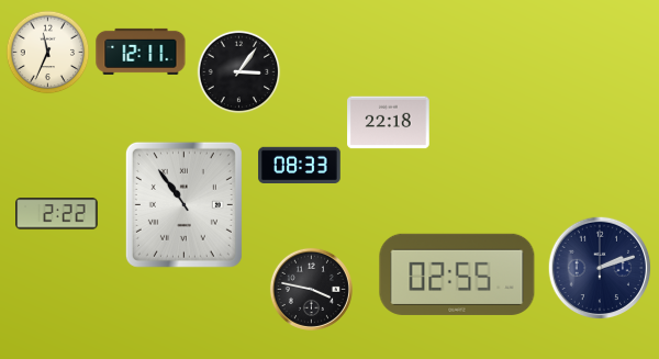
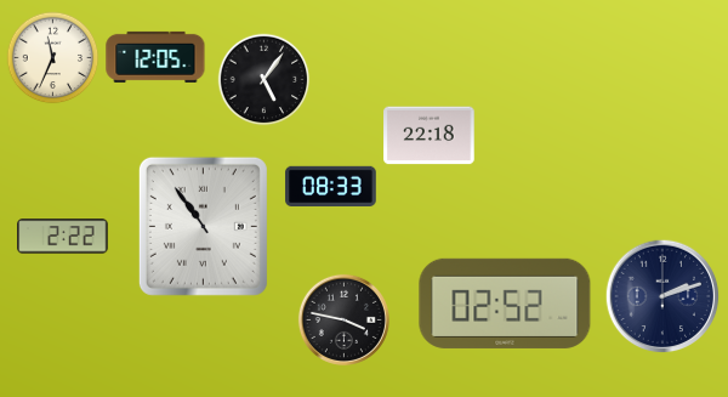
clock at (141, 52): 12:11 -> 12:05
clock at (239, 72): 3:06 -> 5:06
clock at (300, 166) position: (300, 166) -> (331, 187)
clock at (457, 274): 02:55 -> 02:52
